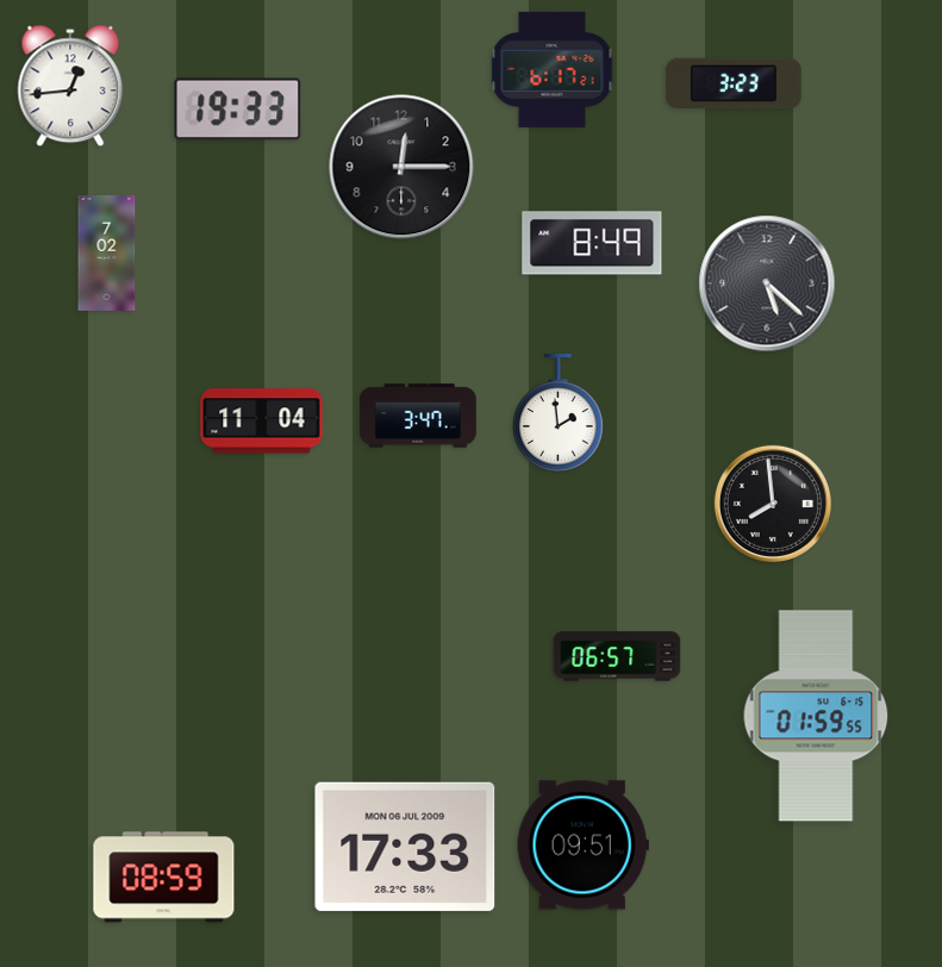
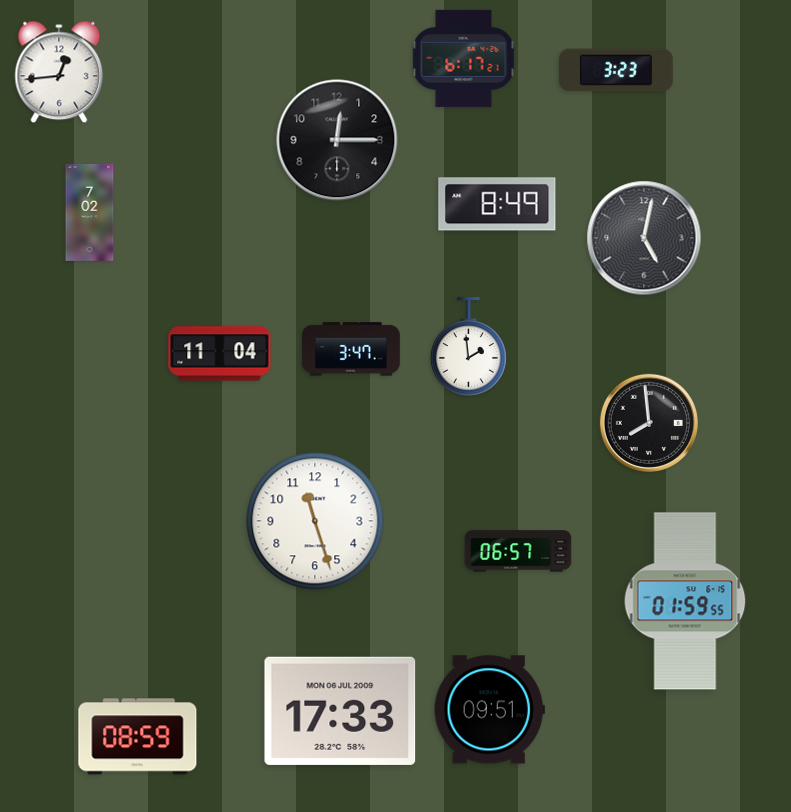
clock at (238, 110): 19:33 -> none
clock at (767, 283): 5:22 -> 5:02
clock at (315, 521): none -> 11:27
